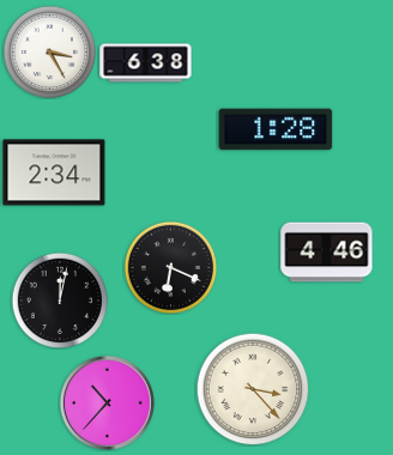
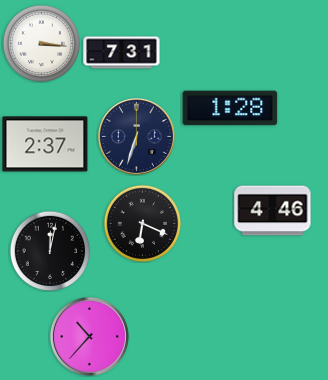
clock at (49, 51): 3:25 -> 3:16
clock at (146, 63): 6:38 -> 7:31
clock at (136, 136): none -> 6:33
clock at (54, 172): 2:34 -> 2:37
clock at (253, 389): 3:23 -> none
